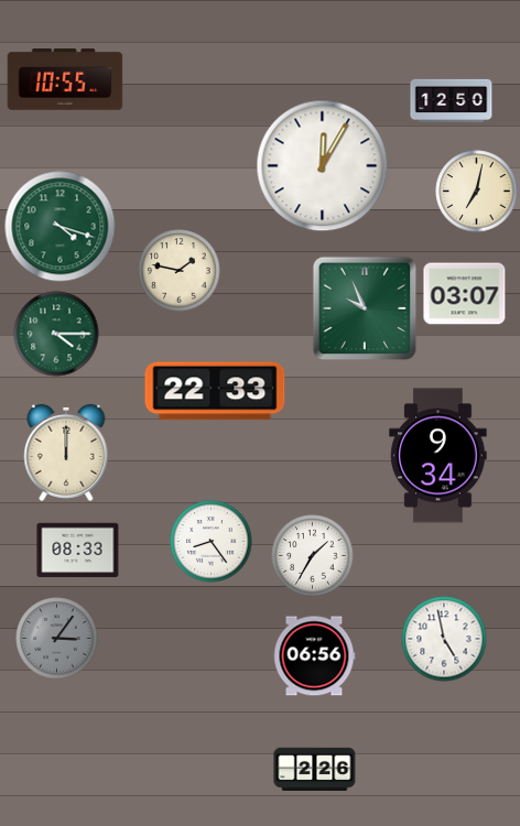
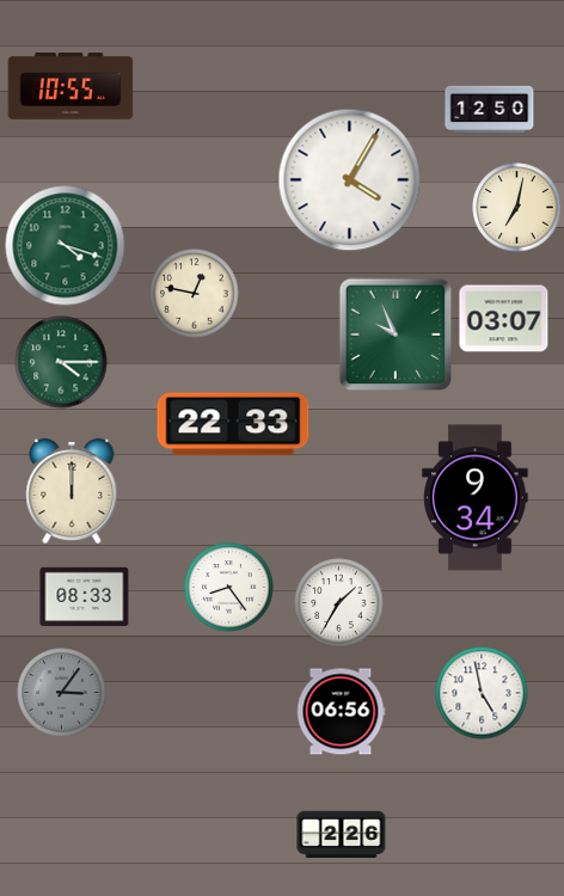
clock at (323, 166): 12:05 -> 4:05
clock at (180, 271): 1:47 -> 12:47
clock at (438, 456) position: (438, 456) -> (476, 498)
